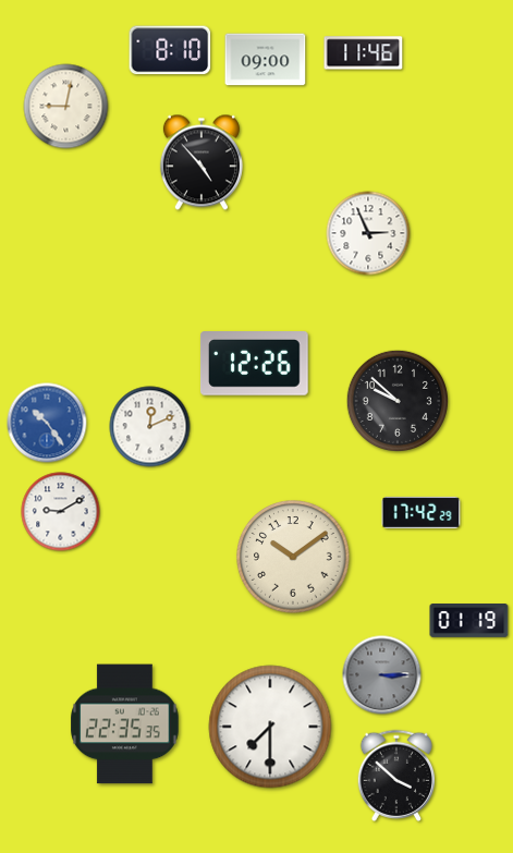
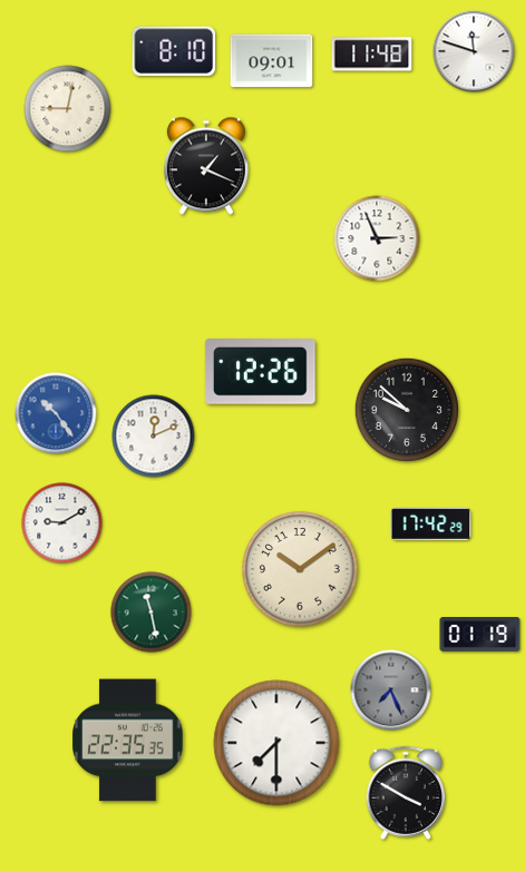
clock at (474, 51): none -> 11:48
clock at (364, 53): 11:46 -> 11:48
clock at (266, 60): 09:00 -> 09:01
clock at (201, 162): 4:53 -> 1:19
clock at (47, 423) position: (47, 423) -> (56, 413)
clock at (152, 613): none -> 11:28
clock at (382, 675): 3:15 -> 7:26
clock at (395, 776): 3:52 -> 3:50
